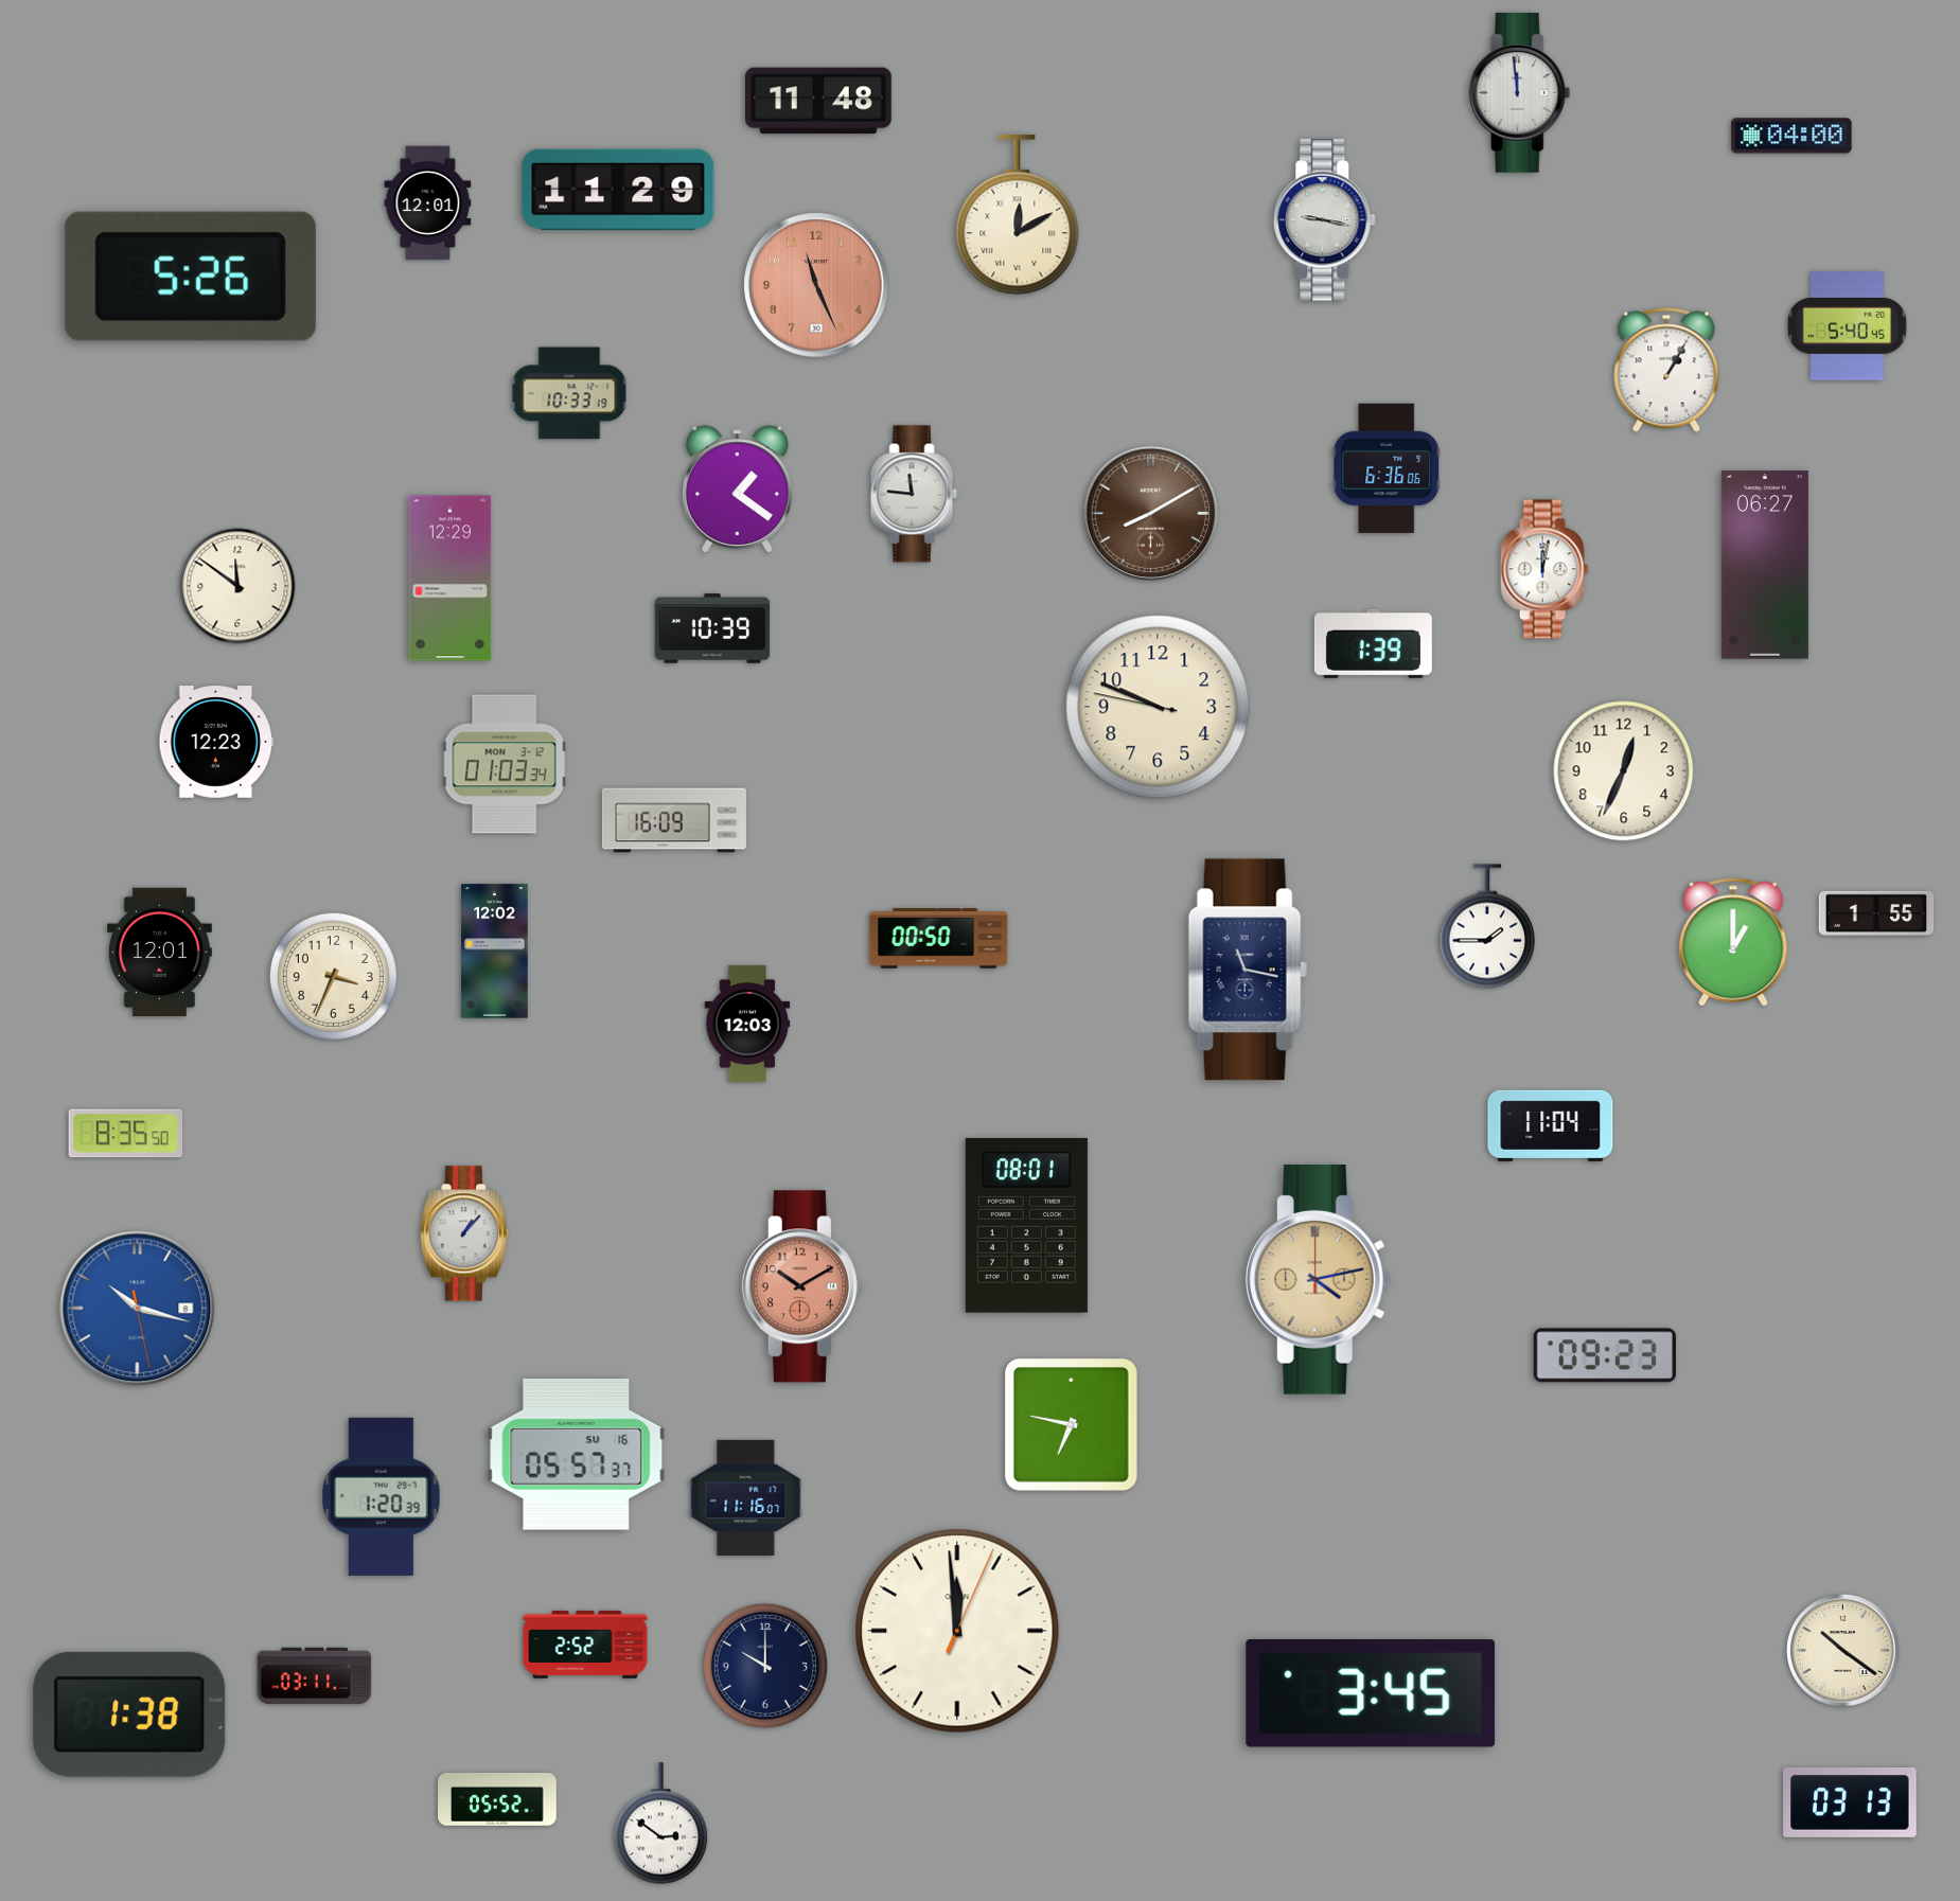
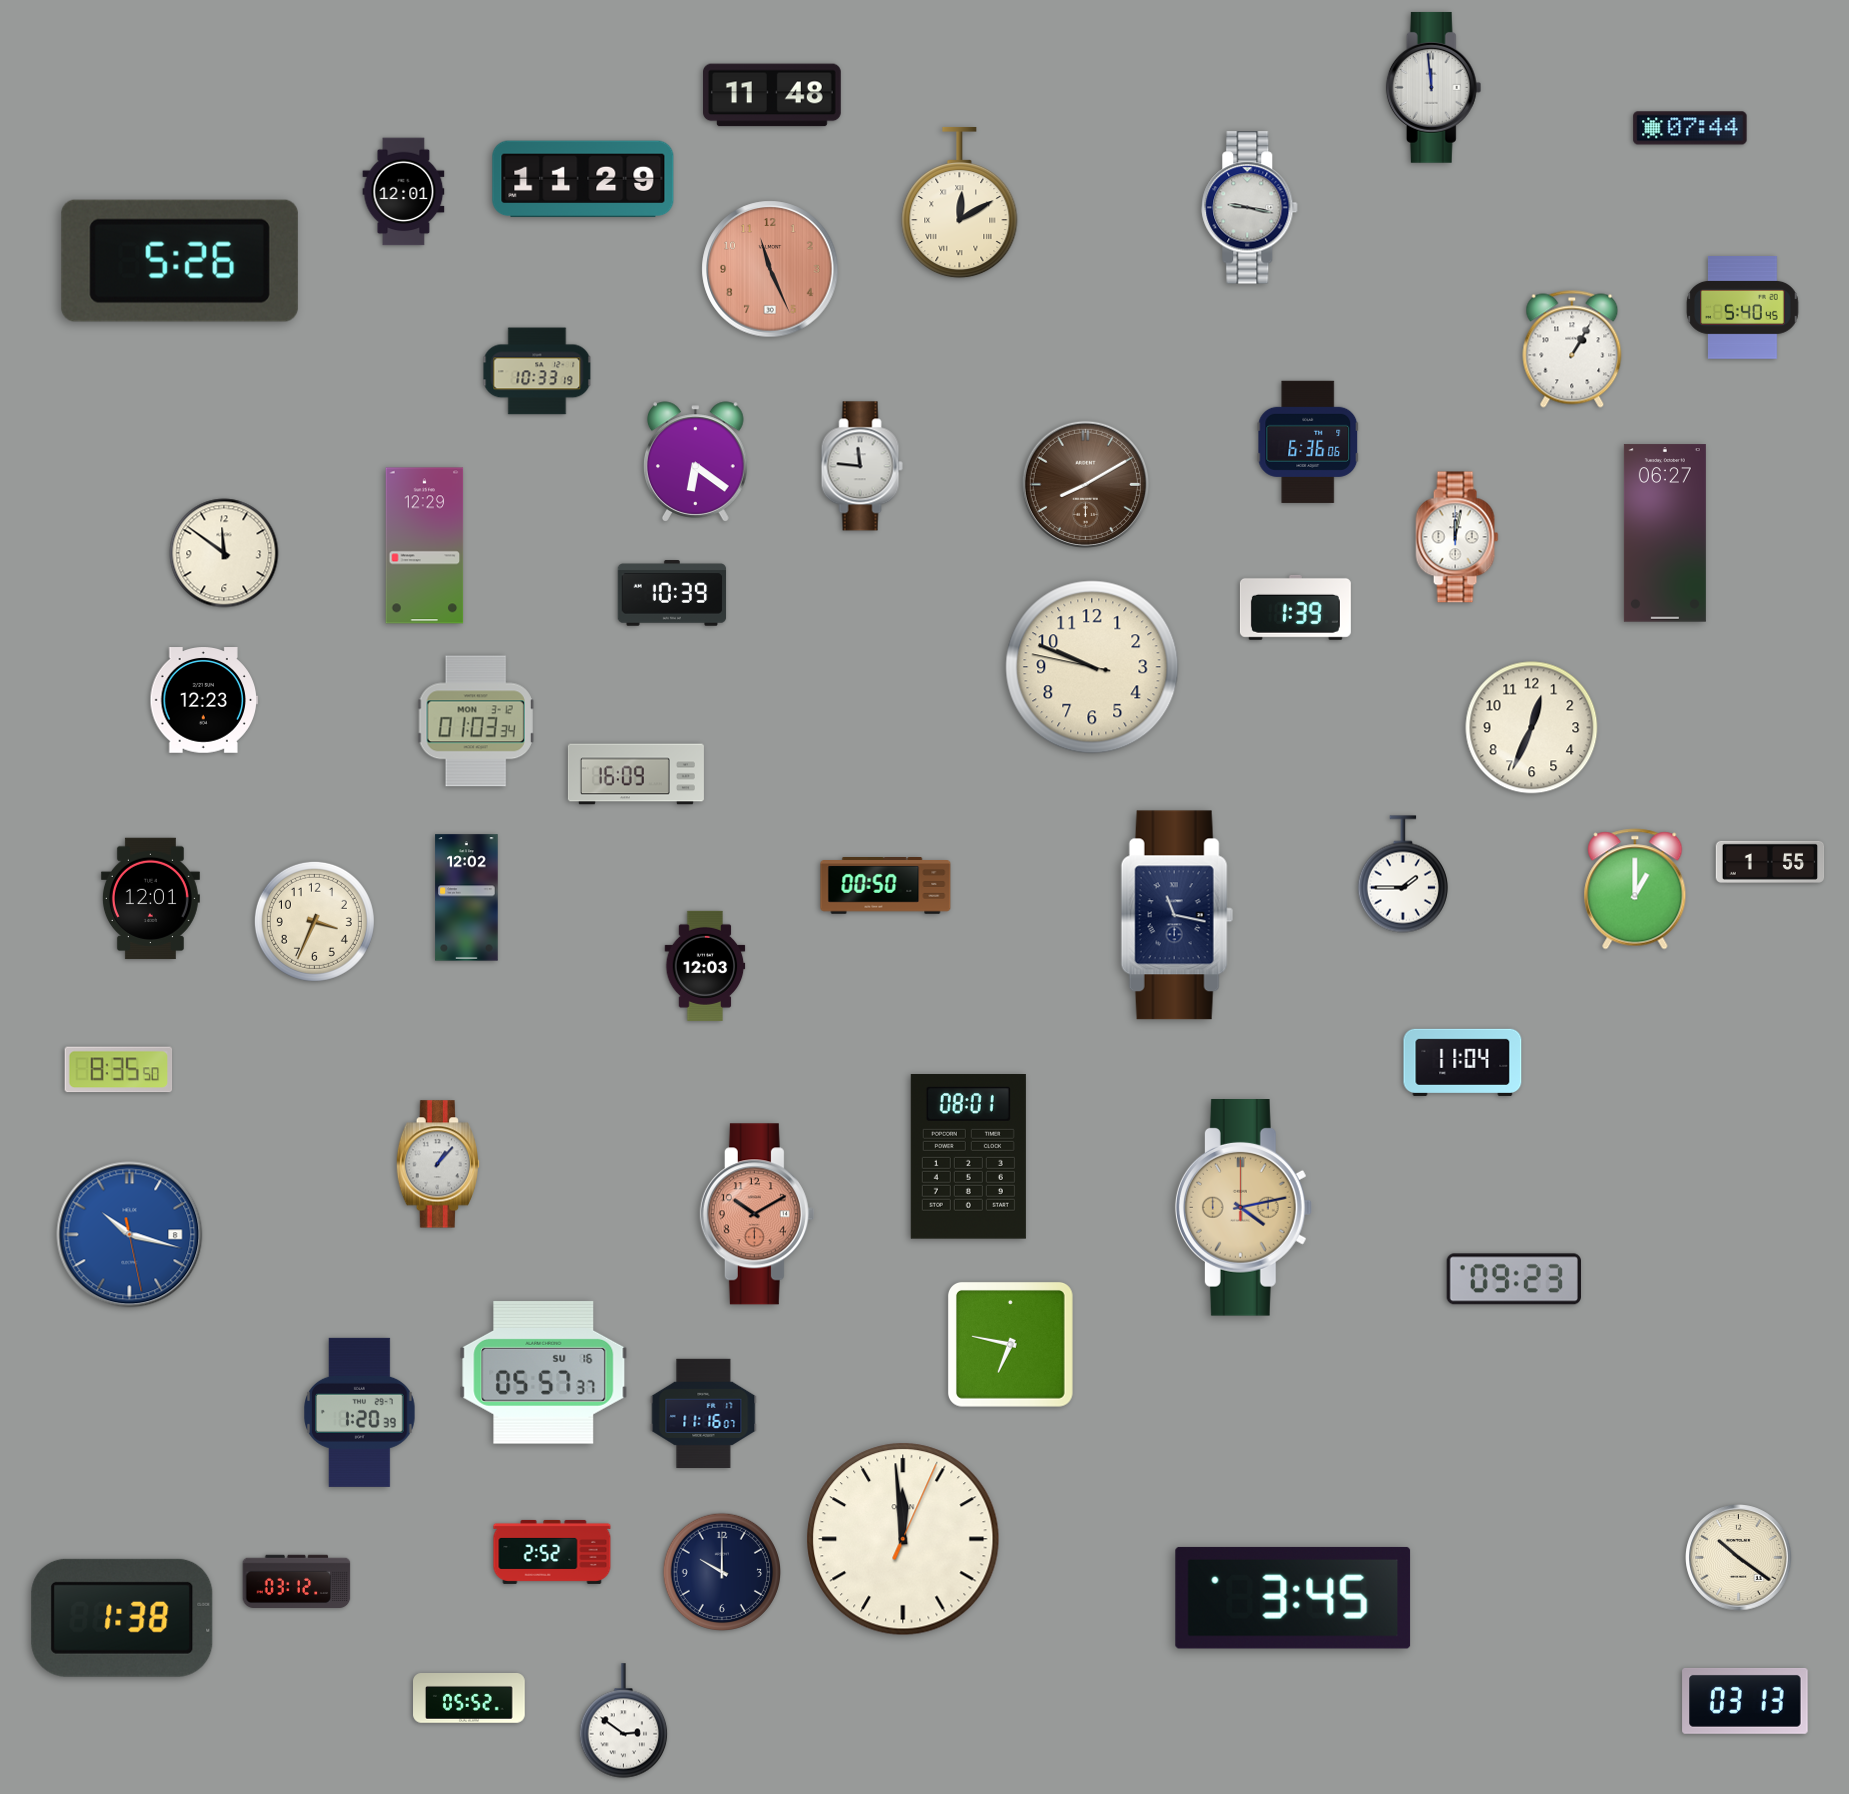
clock at (1791, 136): 04:00 -> 07:44
clock at (738, 490): 1:21 -> 6:21
clock at (315, 1675): 03:11 -> 03:12
